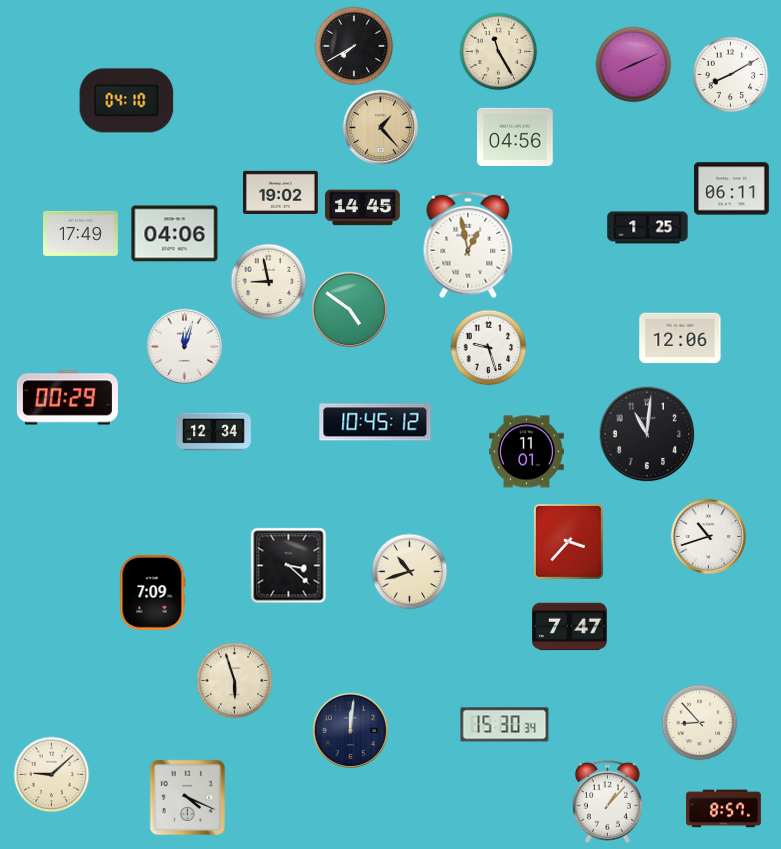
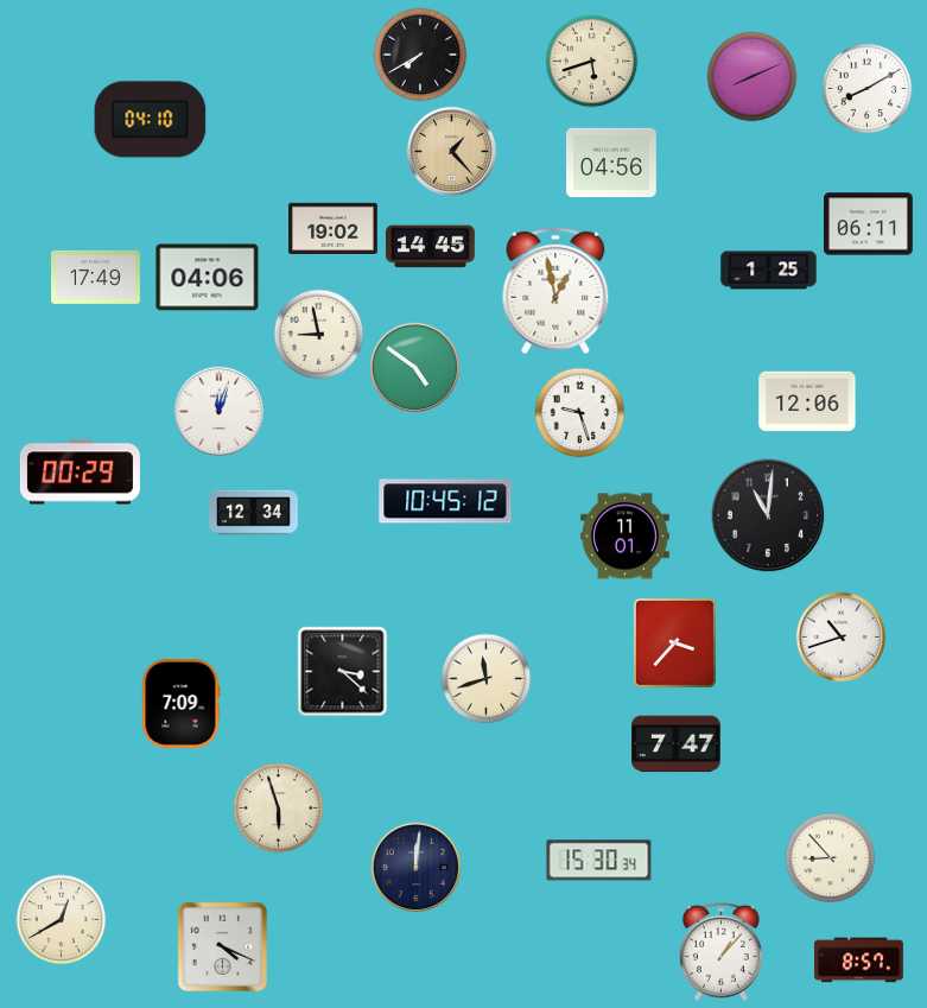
clock at (499, 52): 11:25 -> 5:42
clock at (410, 572): 10:42 -> 11:42
clock at (52, 775): 9:08 -> 12:40
